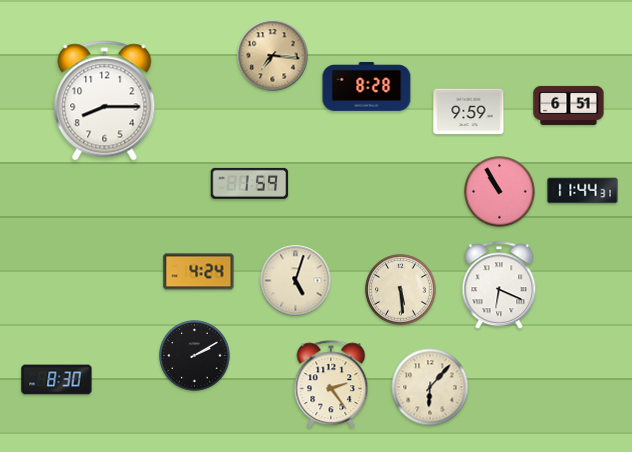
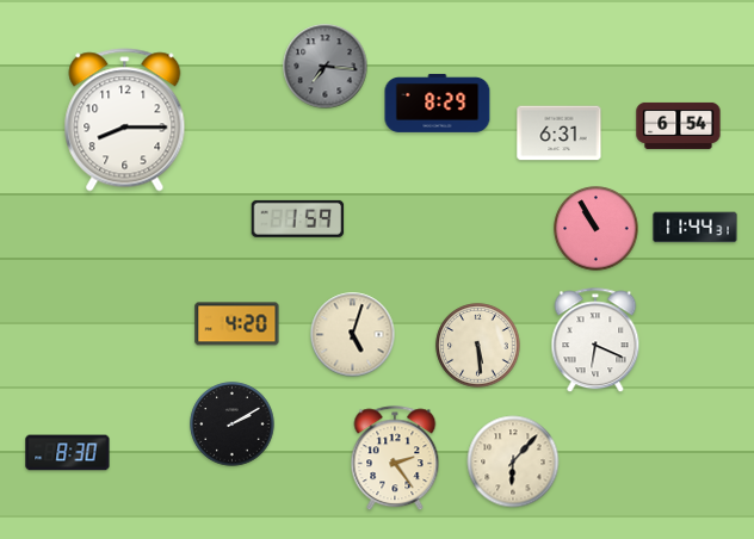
clock at (273, 56) dial: champagne -> grey
clock at (367, 86): 8:28 -> 8:29
clock at (569, 105): 6:51 -> 6:54
clock at (469, 112): 9:59 -> 6:31
clock at (199, 272): 4:24 -> 4:20
